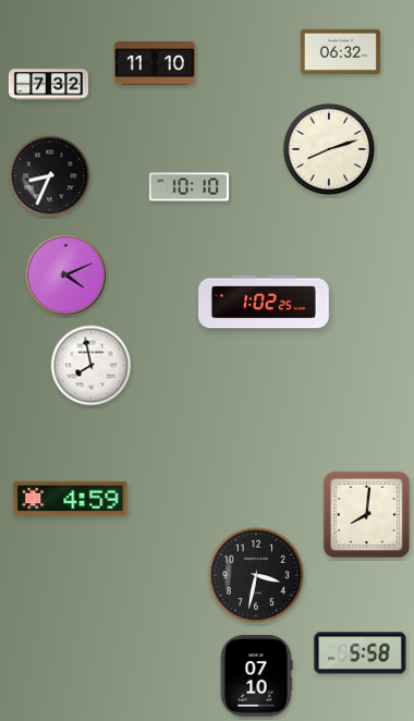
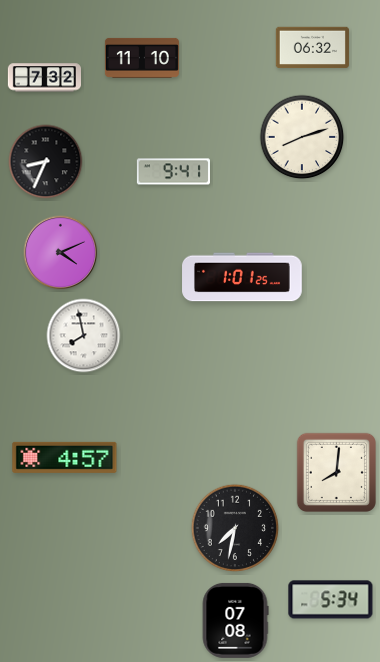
clock at (188, 187): 10:10 -> 9:41
clock at (264, 302): 1:02 -> 1:01
clock at (71, 498): 4:59 -> 4:57
clock at (256, 575): 3:32 -> 7:32
clock at (361, 653): 5:58 -> 5:34
clock at (256, 675): 07:10 -> 07:08
